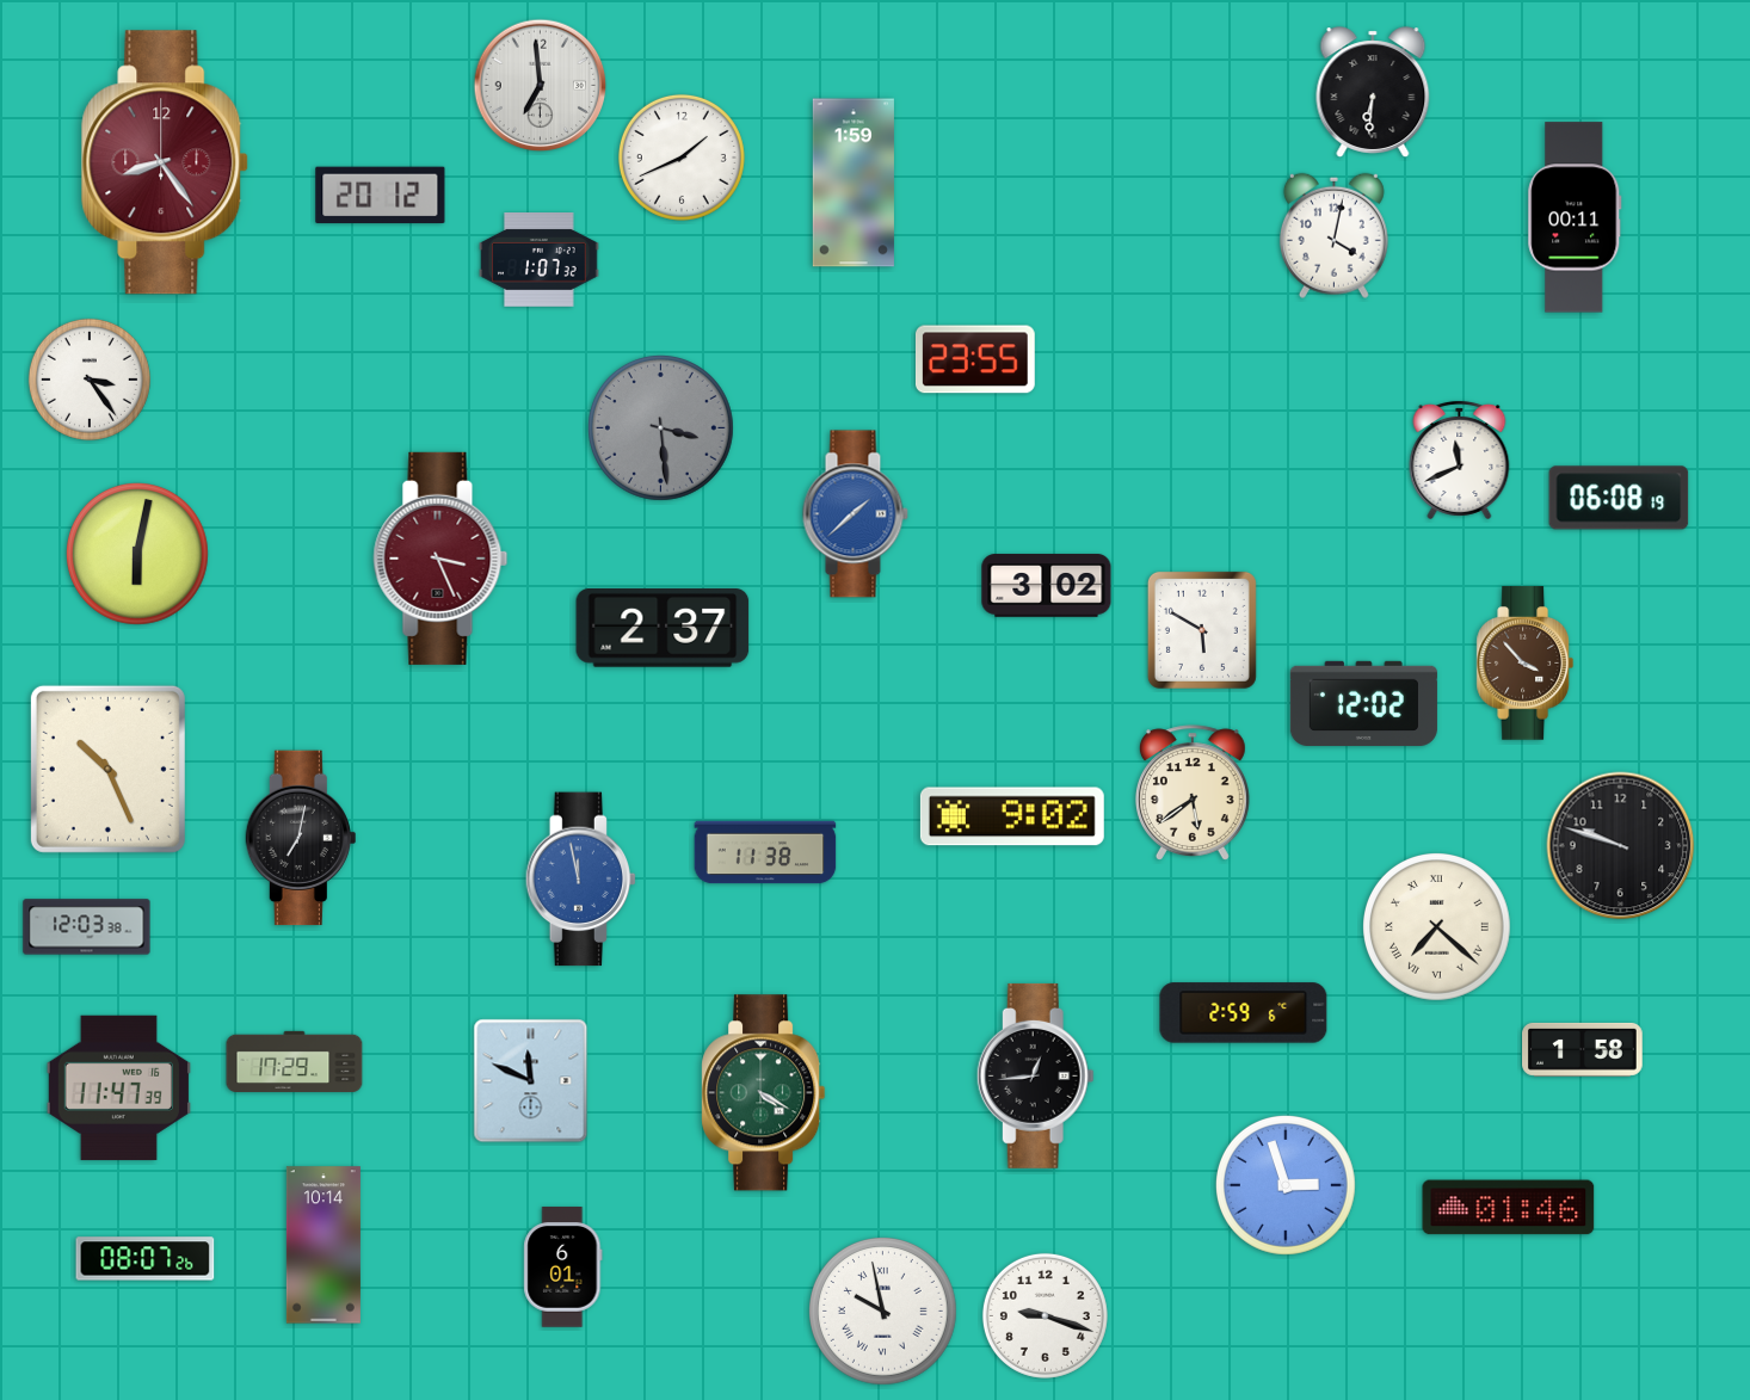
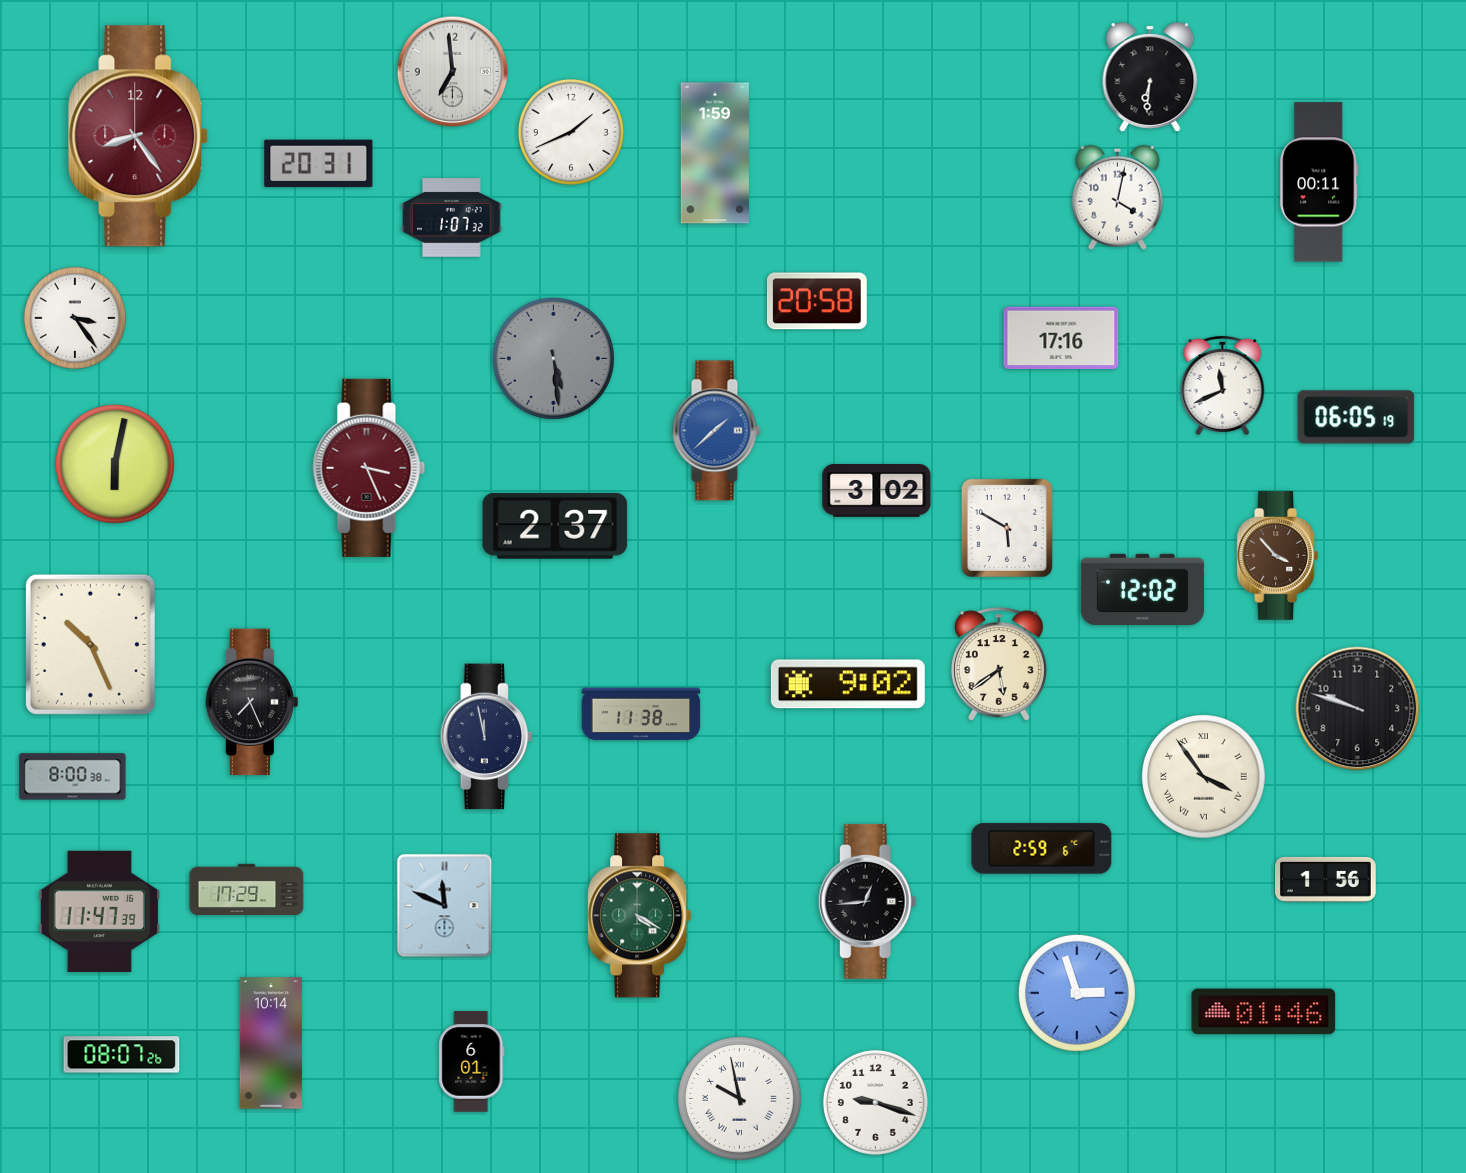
clock at (381, 196): 20:12 -> 20:31
clock at (975, 359): 23:55 -> 20:58
clock at (1061, 338): none -> 17:16
clock at (661, 428): 3:29 -> 5:29
clock at (1619, 498): 06:08 -> 06:05
clock at (300, 838): 7:02 -> 7:26
clock at (581, 880) dial: blue -> navy
clock at (87, 927): 12:03 -> 8:00
clock at (1437, 927): 7:22 -> 3:54
clock at (1583, 1049): 1:58 -> 1:56
